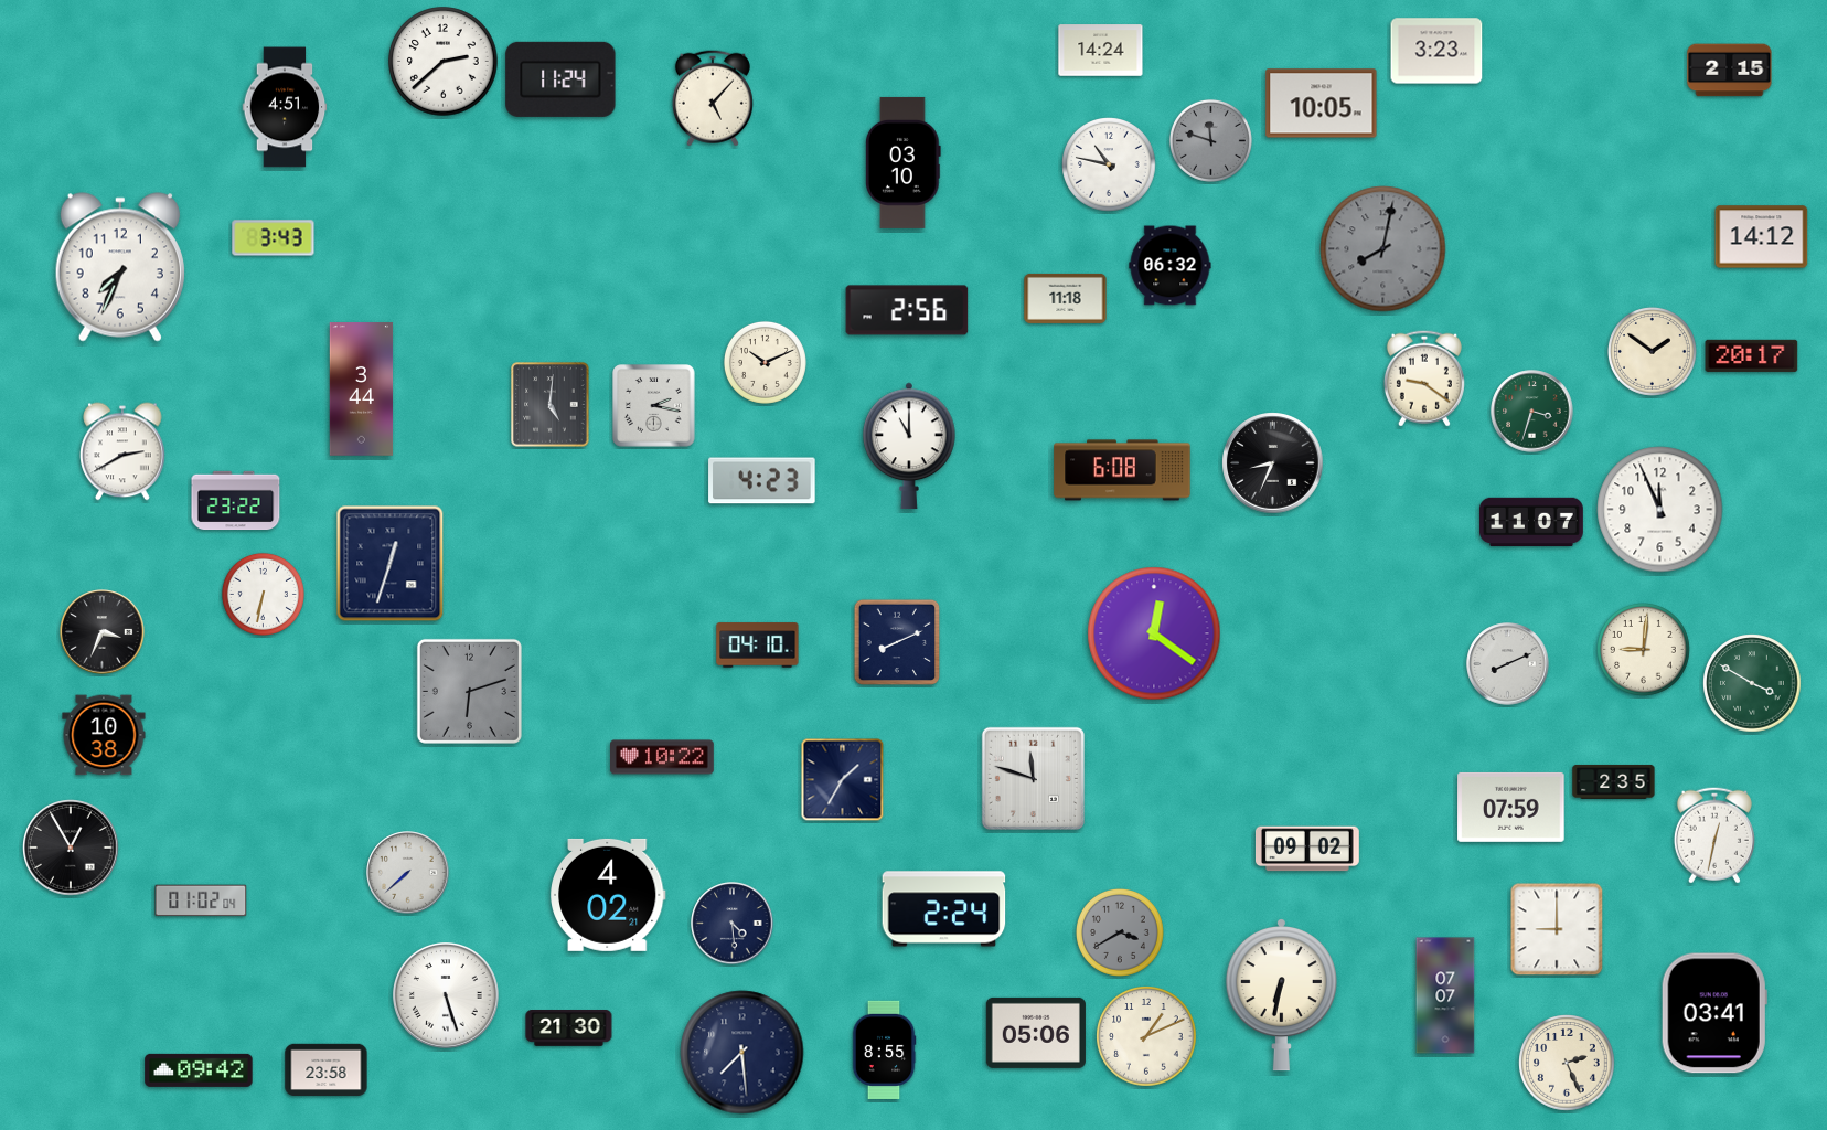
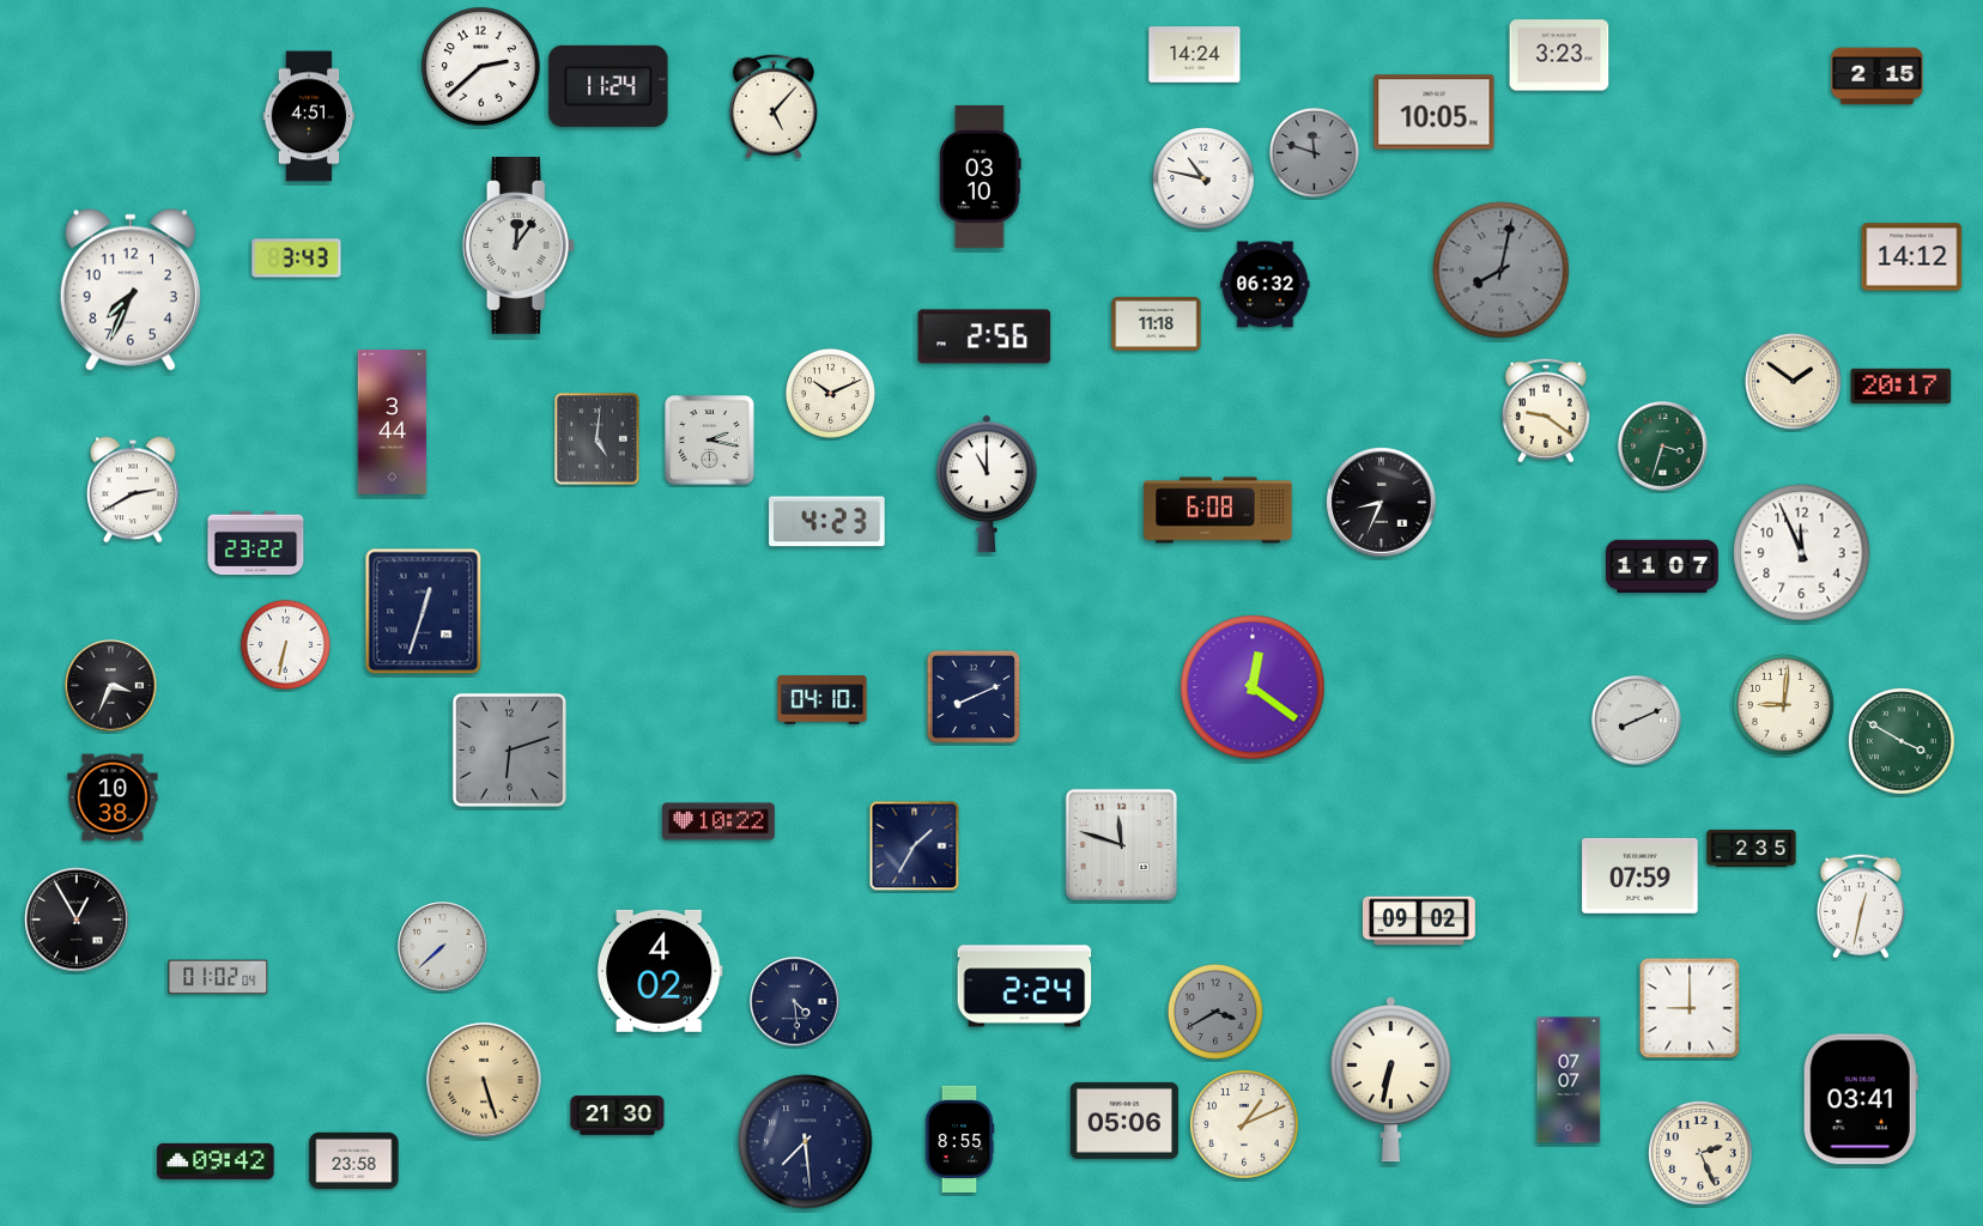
clock at (519, 247): none -> 12:06
clock at (1171, 266) position: (1171, 266) -> (1266, 285)
clock at (447, 996) dial: white -> champagne
